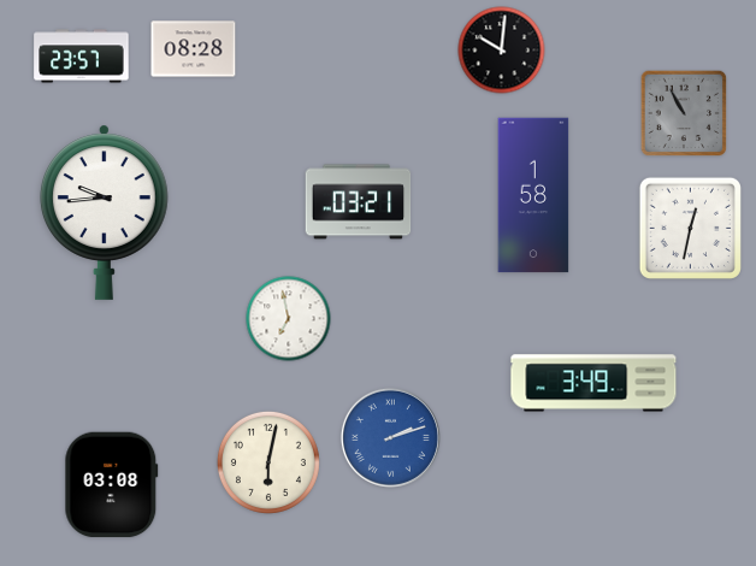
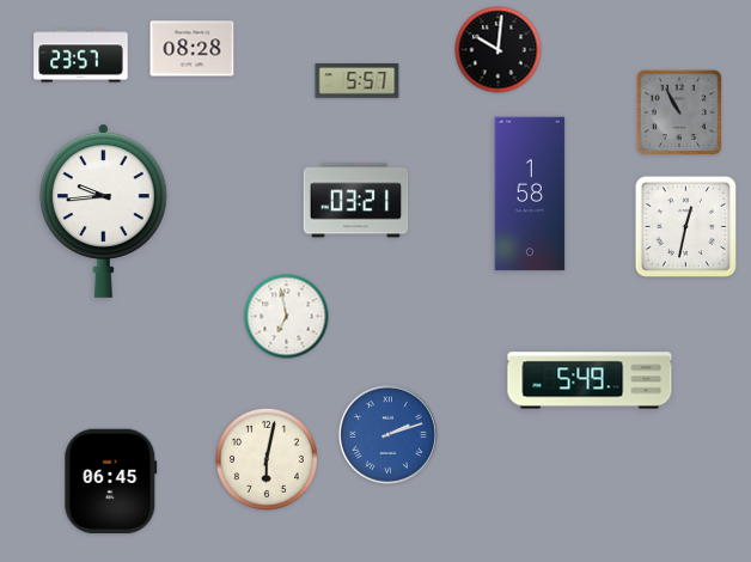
clock at (358, 81): none -> 5:57
clock at (593, 383): 3:49 -> 5:49
clock at (112, 485): 03:08 -> 06:45
